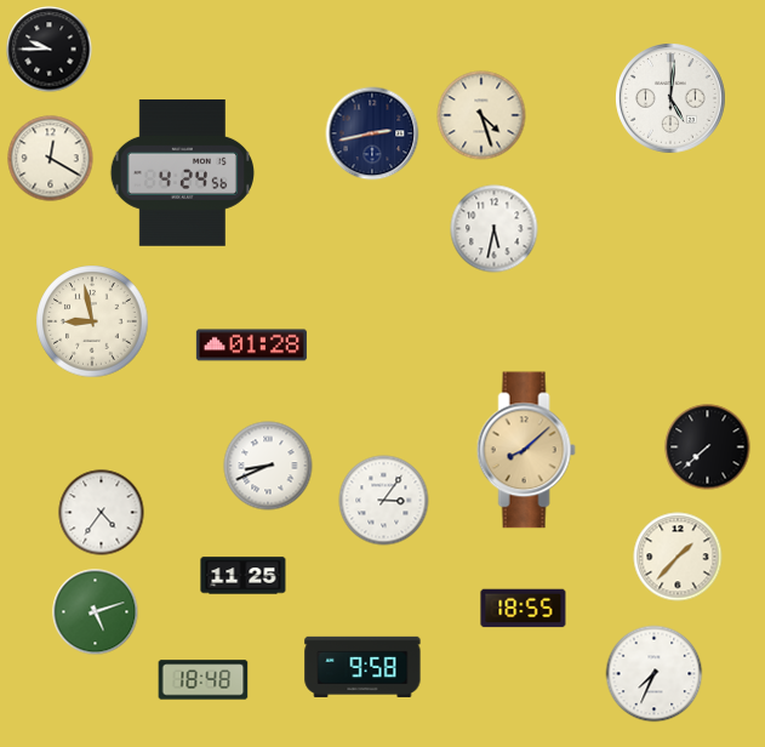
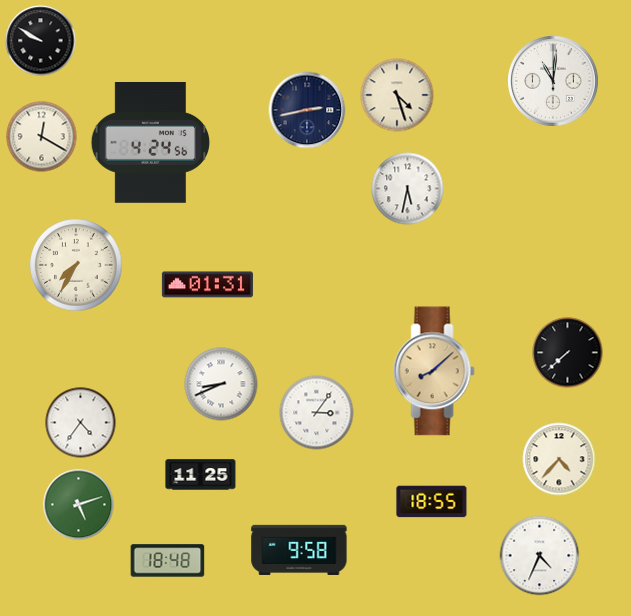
clock at (50, 50): 9:45 -> 9:50
clock at (672, 99): 5:01 -> 11:01
clock at (51, 159) position: (51, 159) -> (42, 137)
clock at (92, 321): 8:58 -> 7:35
clock at (251, 346): 01:28 -> 01:31
clock at (708, 447) position: (708, 447) -> (568, 353)
clock at (102, 513) position: (102, 513) -> (81, 423)
clock at (678, 557): 1:37 -> 4:37
clock at (655, 674): 7:34 -> 4:34
